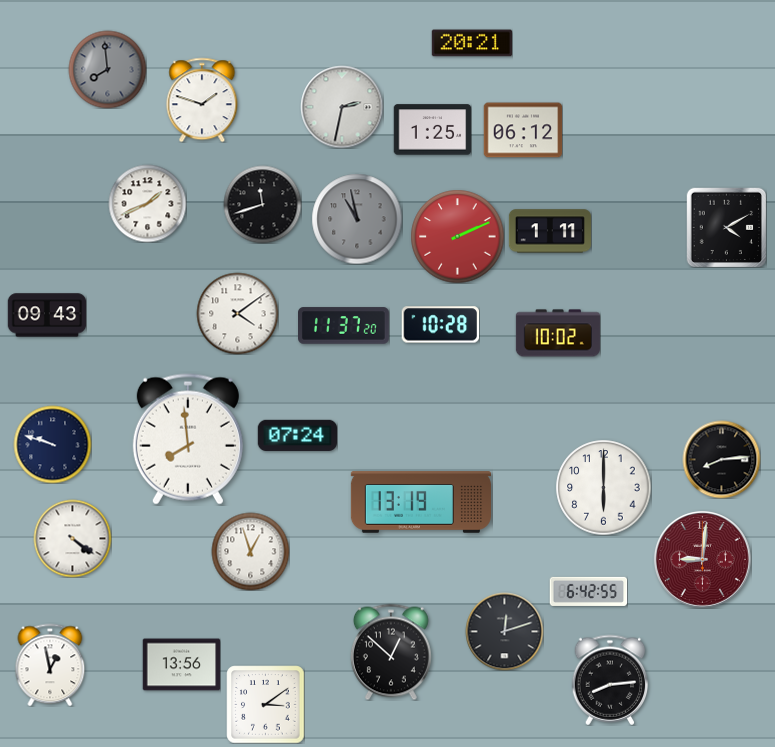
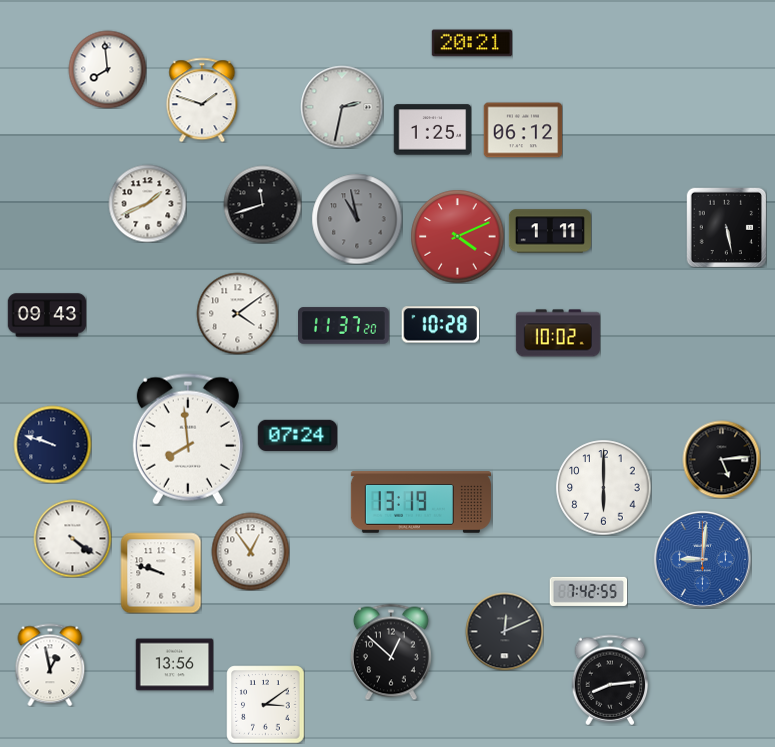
clock at (107, 69) dial: grey -> white
clock at (726, 227): 4:10 -> 5:28
clock at (457, 236): 2:11 -> 4:11
clock at (721, 459): 8:14 -> 5:14
clock at (250, 551): 12:57 -> 12:54
clock at (702, 559) dial: burgundy -> blue
clock at (161, 573): none -> 9:48
clock at (588, 591): 6:42 -> 7:42
clock at (504, 631): 12:12 -> 12:11
clock at (181, 665) position: (181, 665) -> (174, 665)
